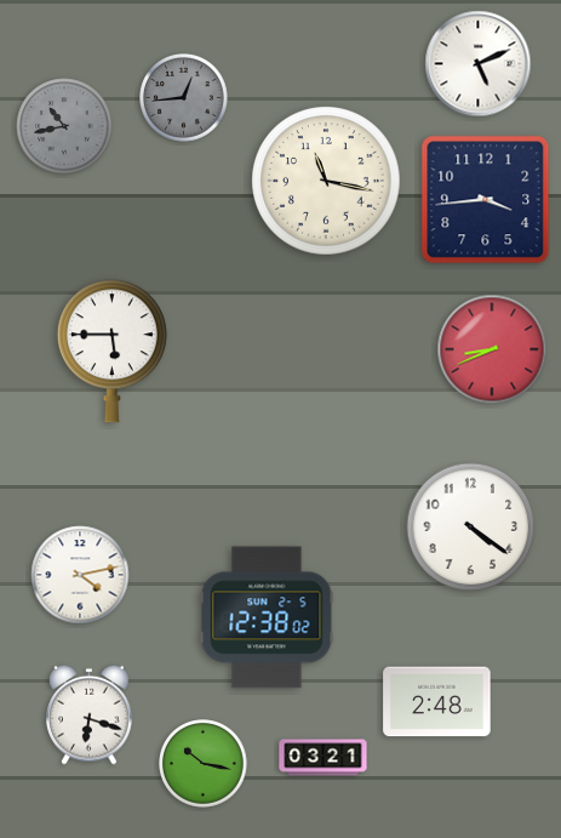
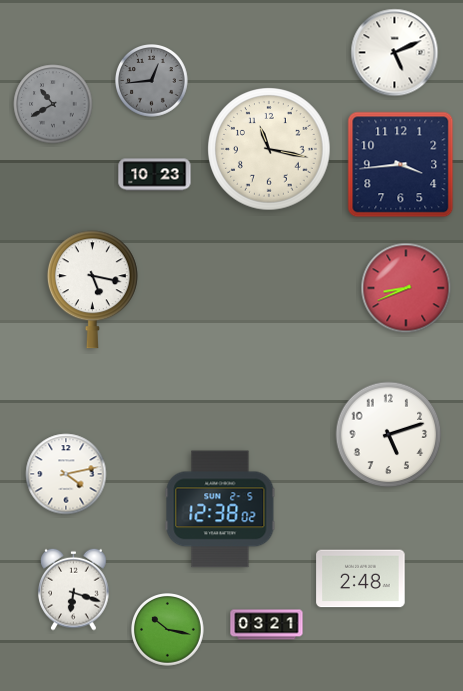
clock at (64, 126): 10:43 -> 10:40
clock at (155, 175): none -> 10:23
clock at (111, 352): 5:45 -> 5:17
clock at (471, 528): 4:21 -> 5:12
